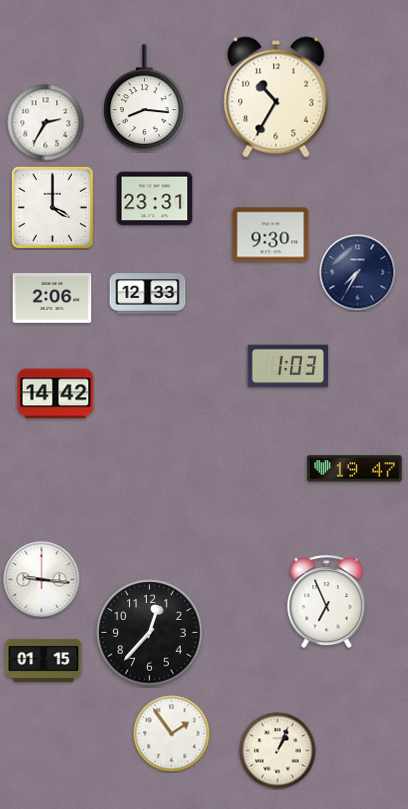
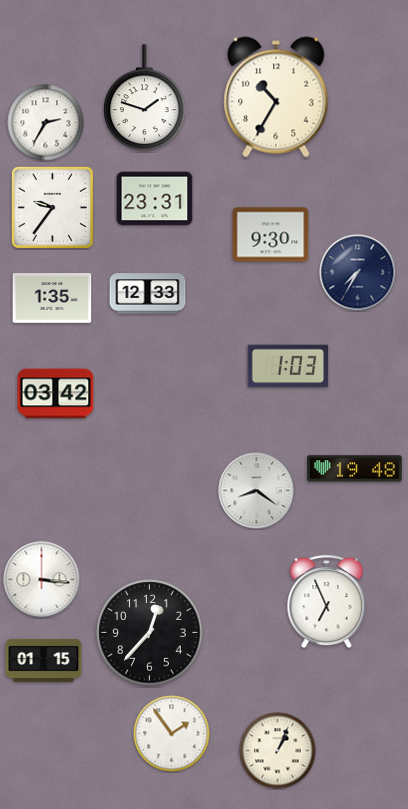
clock at (145, 97): 8:16 -> 1:48
clock at (52, 207): 4:00 -> 9:36
clock at (52, 299): 2:06 -> 1:35
clock at (56, 394): 14:42 -> 03:42
clock at (355, 469): 19:47 -> 19:48
clock at (257, 491): none -> 8:21
clock at (42, 580): 9:16 -> 3:16
